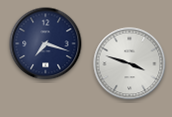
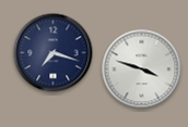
clock at (46, 44) position: (46, 44) -> (54, 53)
